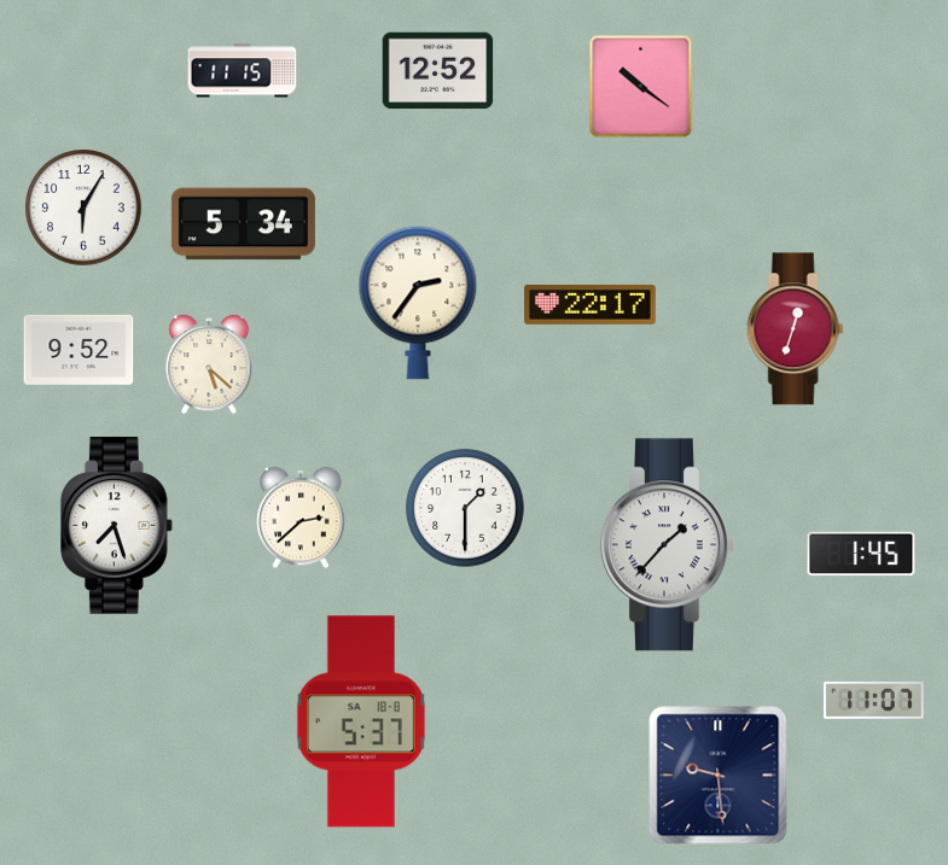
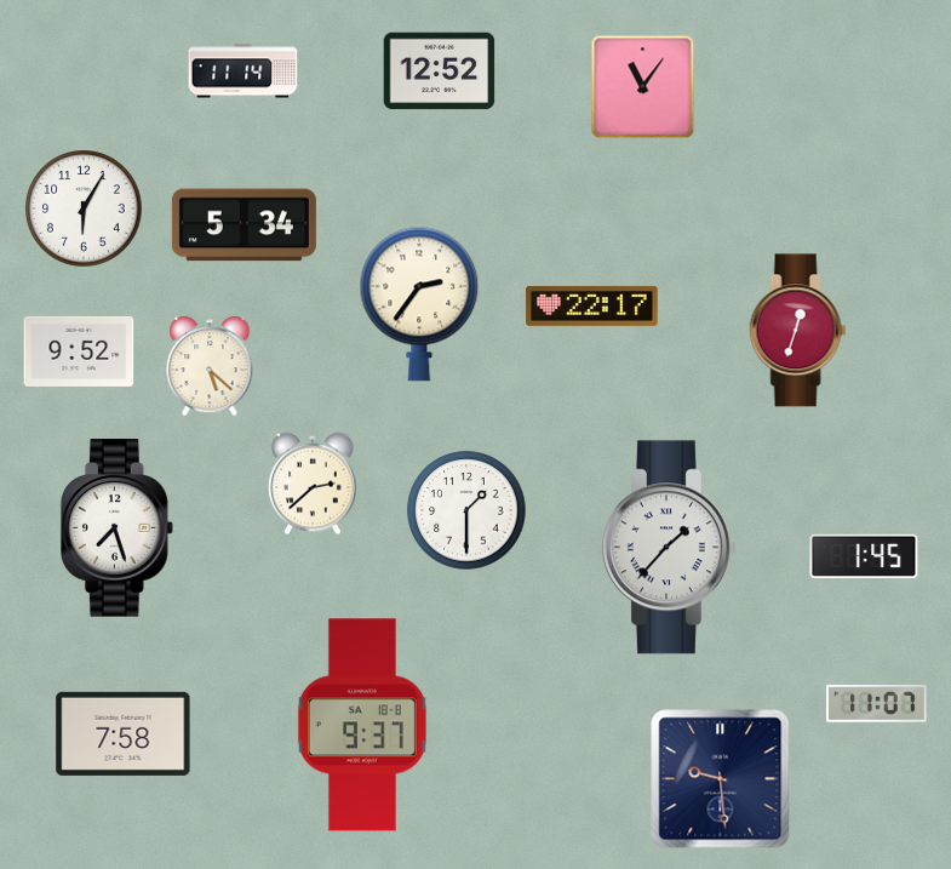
clock at (243, 71): 11:15 -> 11:14
clock at (641, 87): 10:21 -> 11:06
clock at (301, 518) position: (301, 518) -> (313, 484)
clock at (361, 721): 5:37 -> 9:37
clock at (124, 733): none -> 7:58
